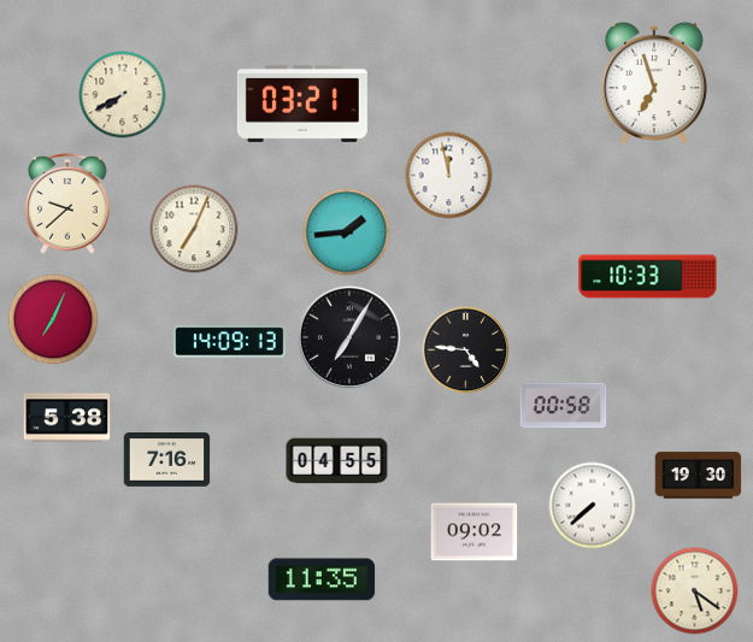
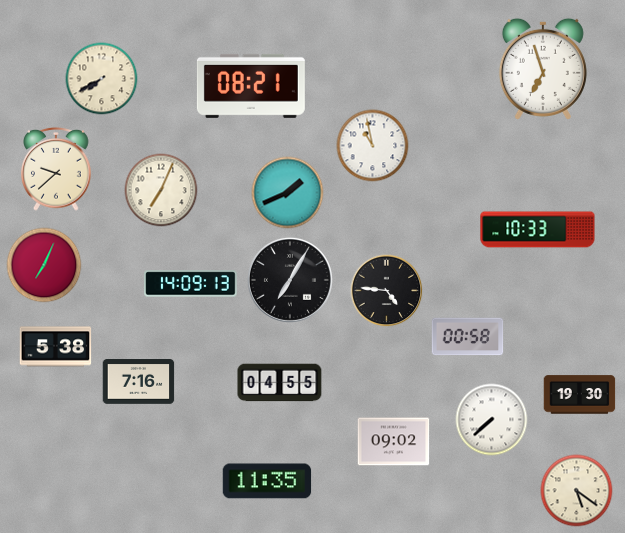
clock at (302, 104): 03:21 -> 08:21
clock at (449, 176): 11:58 -> 10:58
clock at (347, 232): 1:44 -> 1:41
